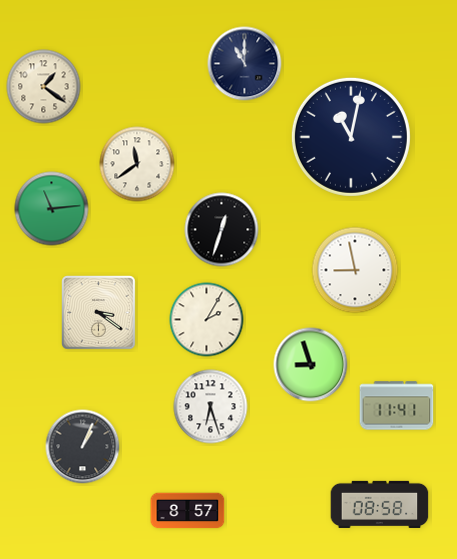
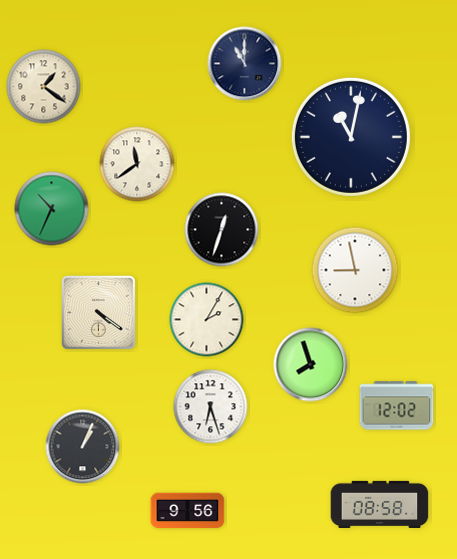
clock at (52, 209): 11:14 -> 10:34
clock at (99, 313): 3:21 -> 4:21
clock at (311, 365): 8:57 -> 7:57
clock at (397, 406): 11:41 -> 12:02
clock at (188, 511): 8:57 -> 9:56
